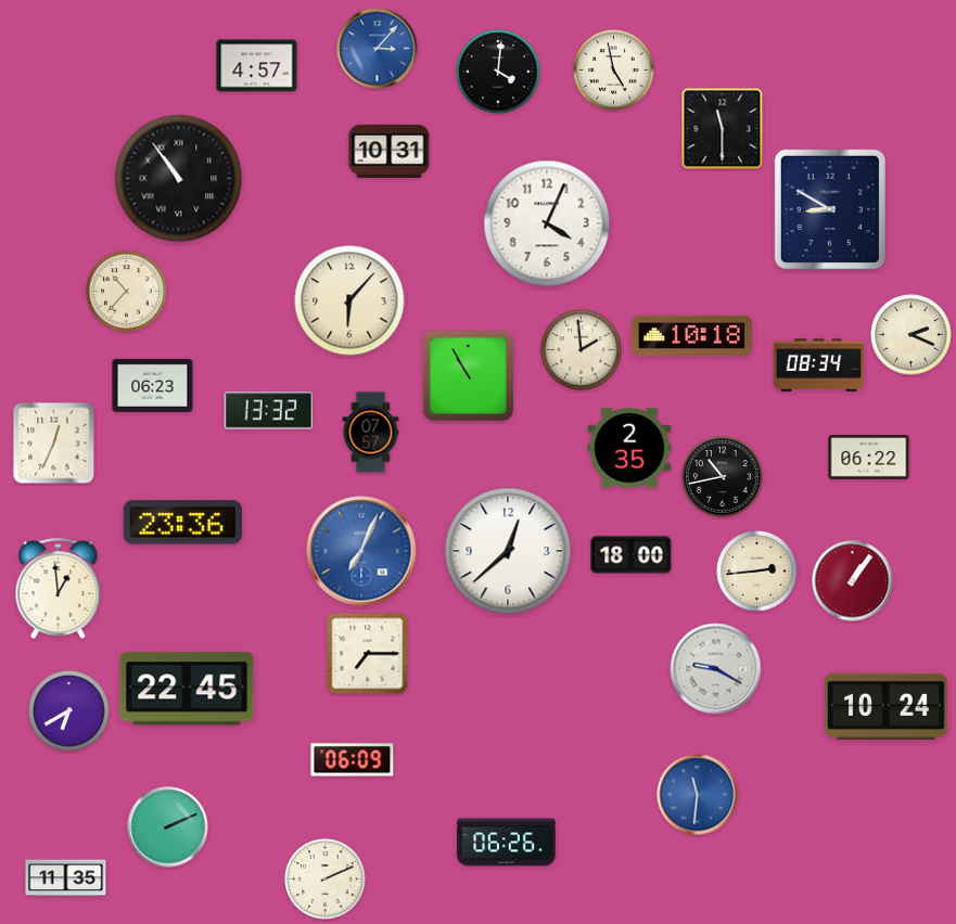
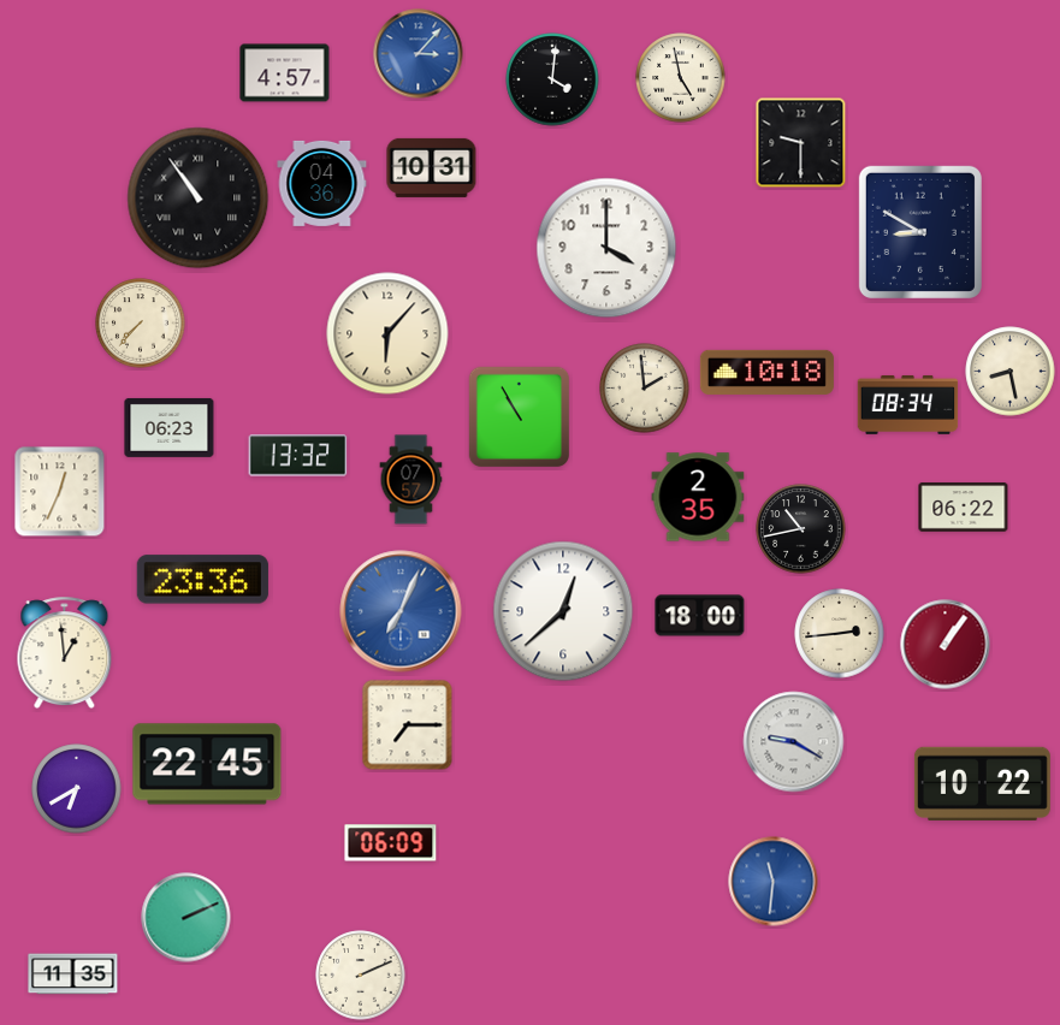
clock at (723, 129): 11:30 -> 9:30
clock at (322, 183): none -> 04:36
clock at (547, 223): 4:04 -> 4:00
clock at (127, 292): 10:37 -> 7:37
clock at (912, 335): 2:19 -> 8:28
clock at (885, 706): 10:24 -> 10:22
clock at (507, 843): 06:26 -> none
